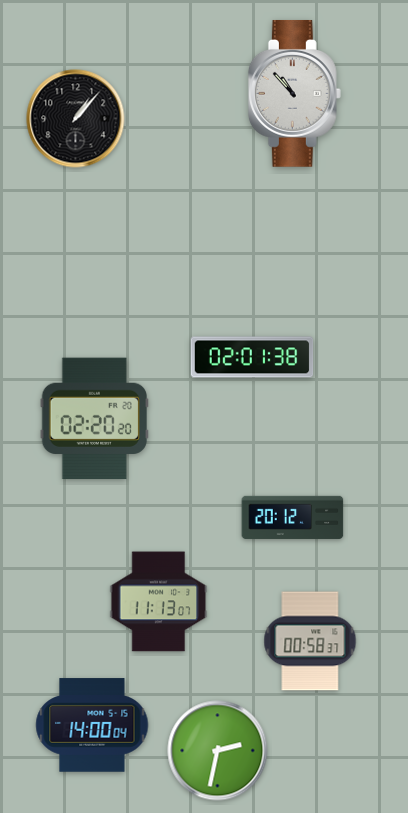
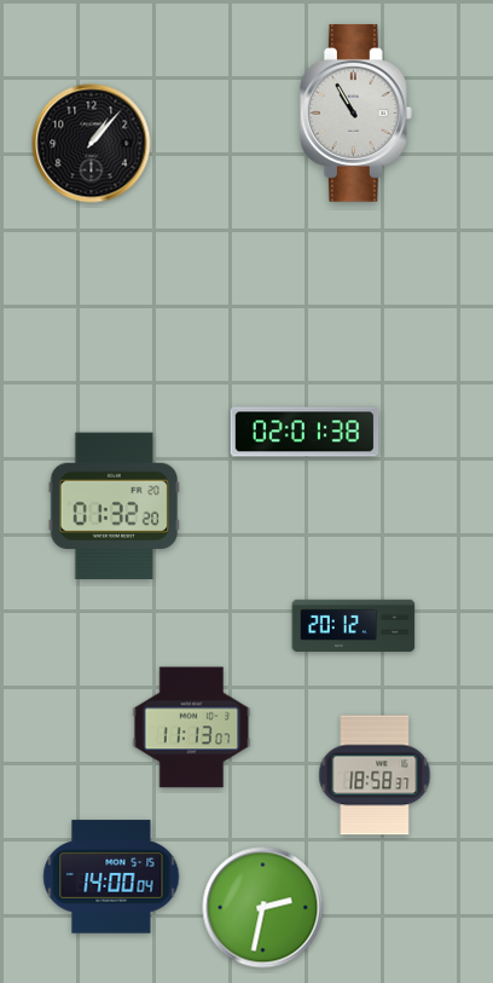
clock at (294, 93): 10:53 -> 10:55
clock at (94, 419): 02:20 -> 01:32
clock at (310, 641): 00:58 -> 18:58
